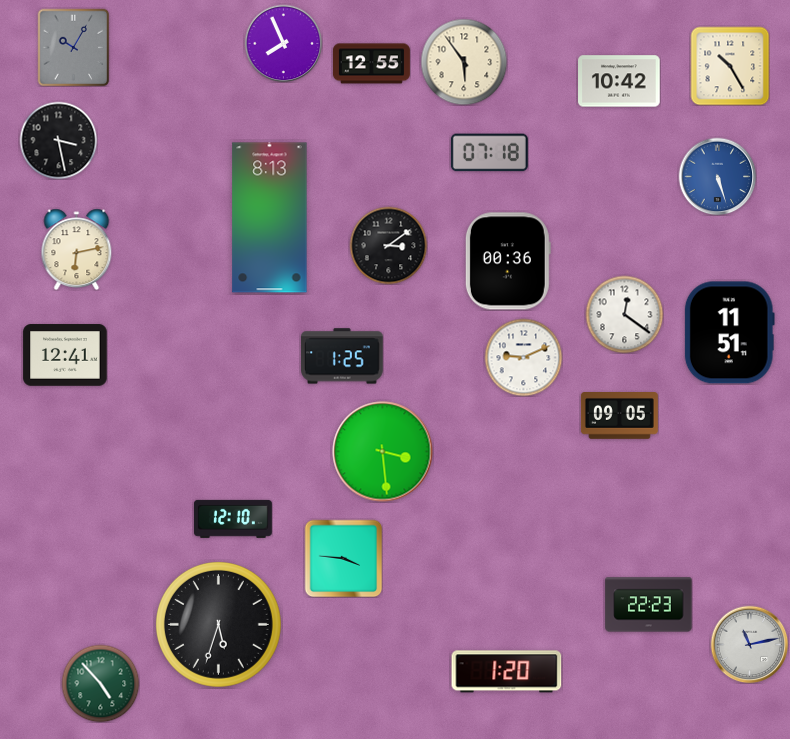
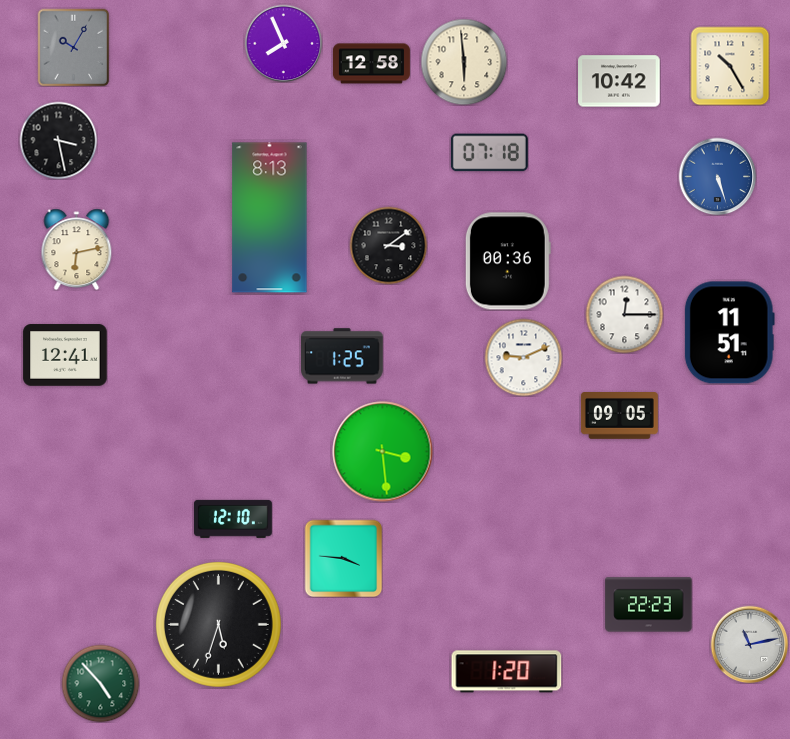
clock at (464, 62): 5:54 -> 5:59
clock at (371, 64): 12:55 -> 12:58
clock at (624, 314): 12:21 -> 12:15
